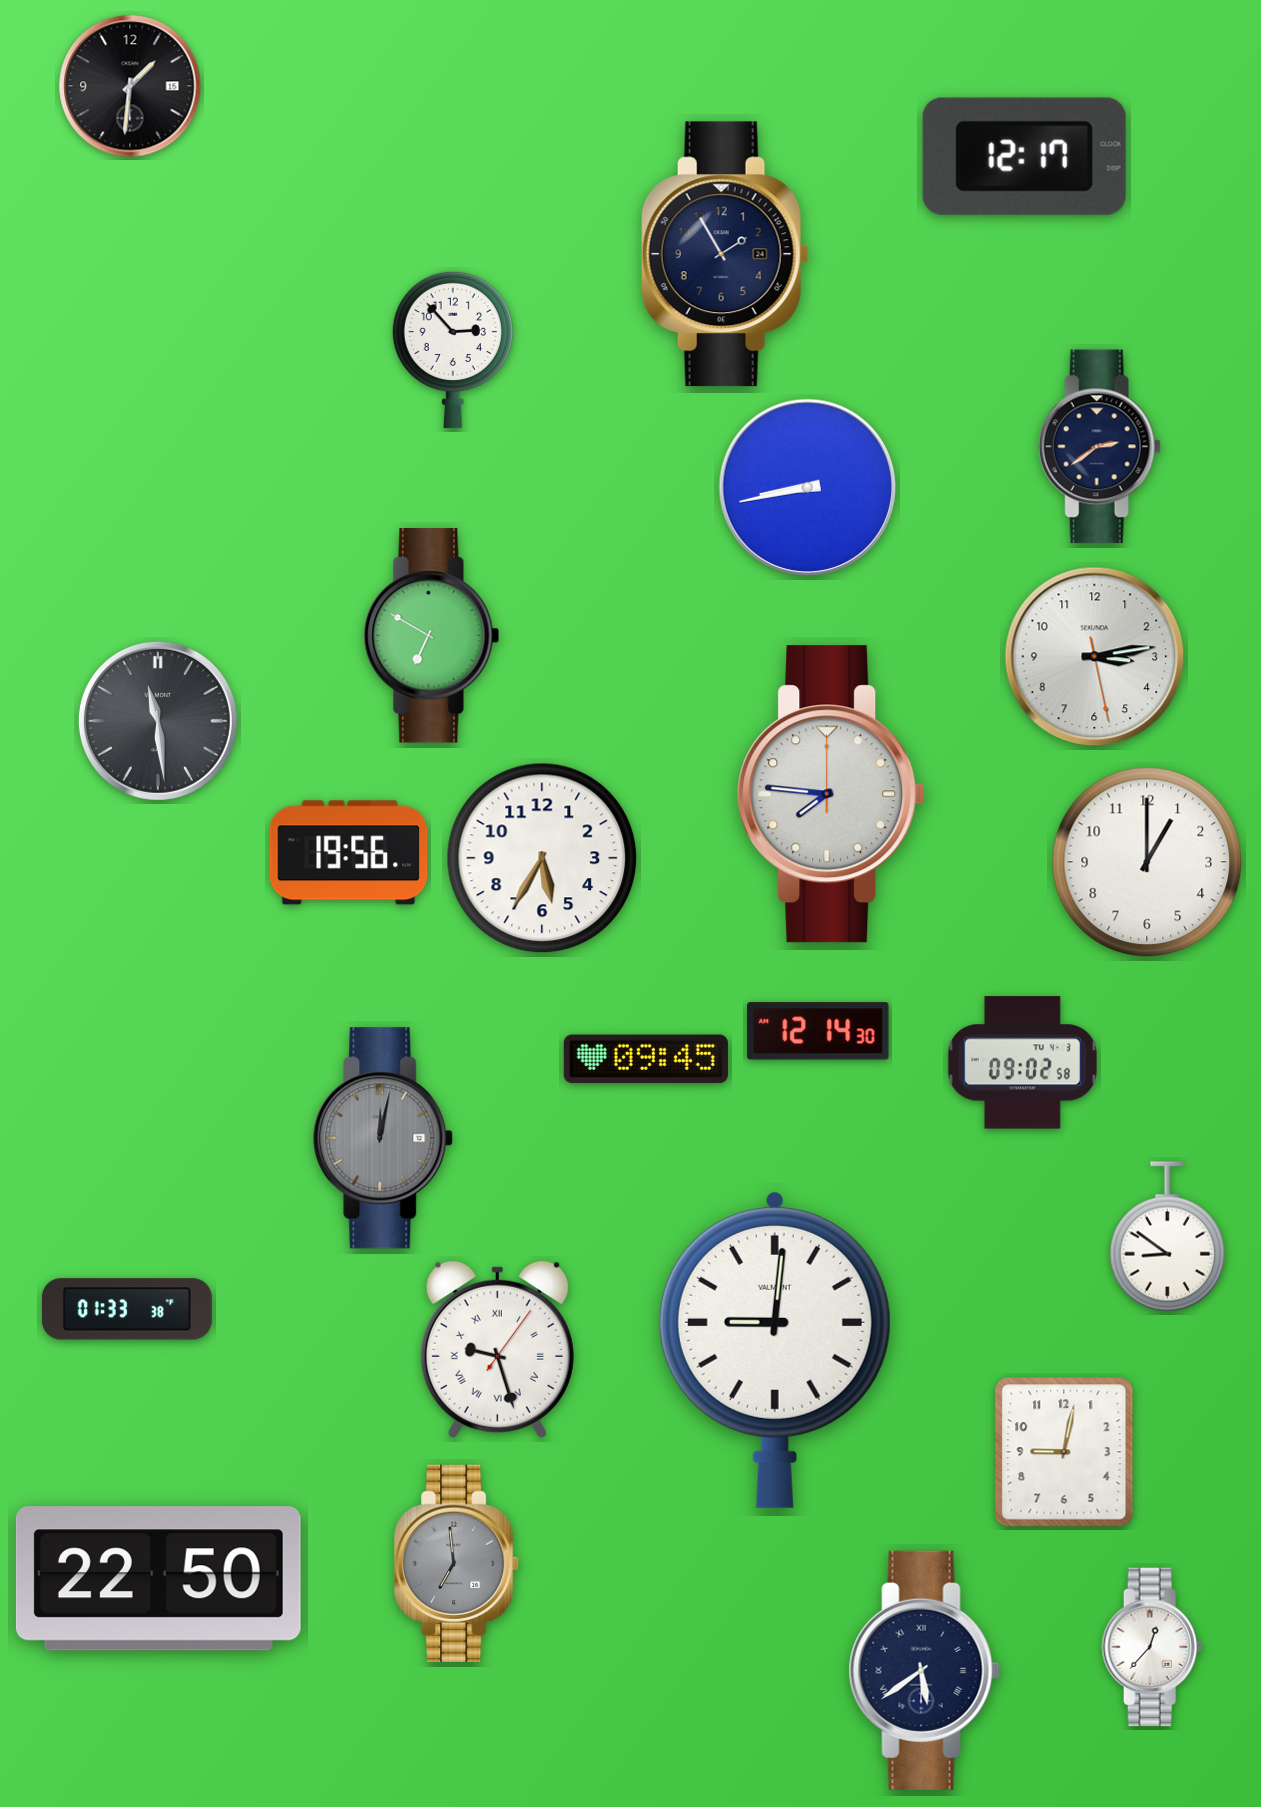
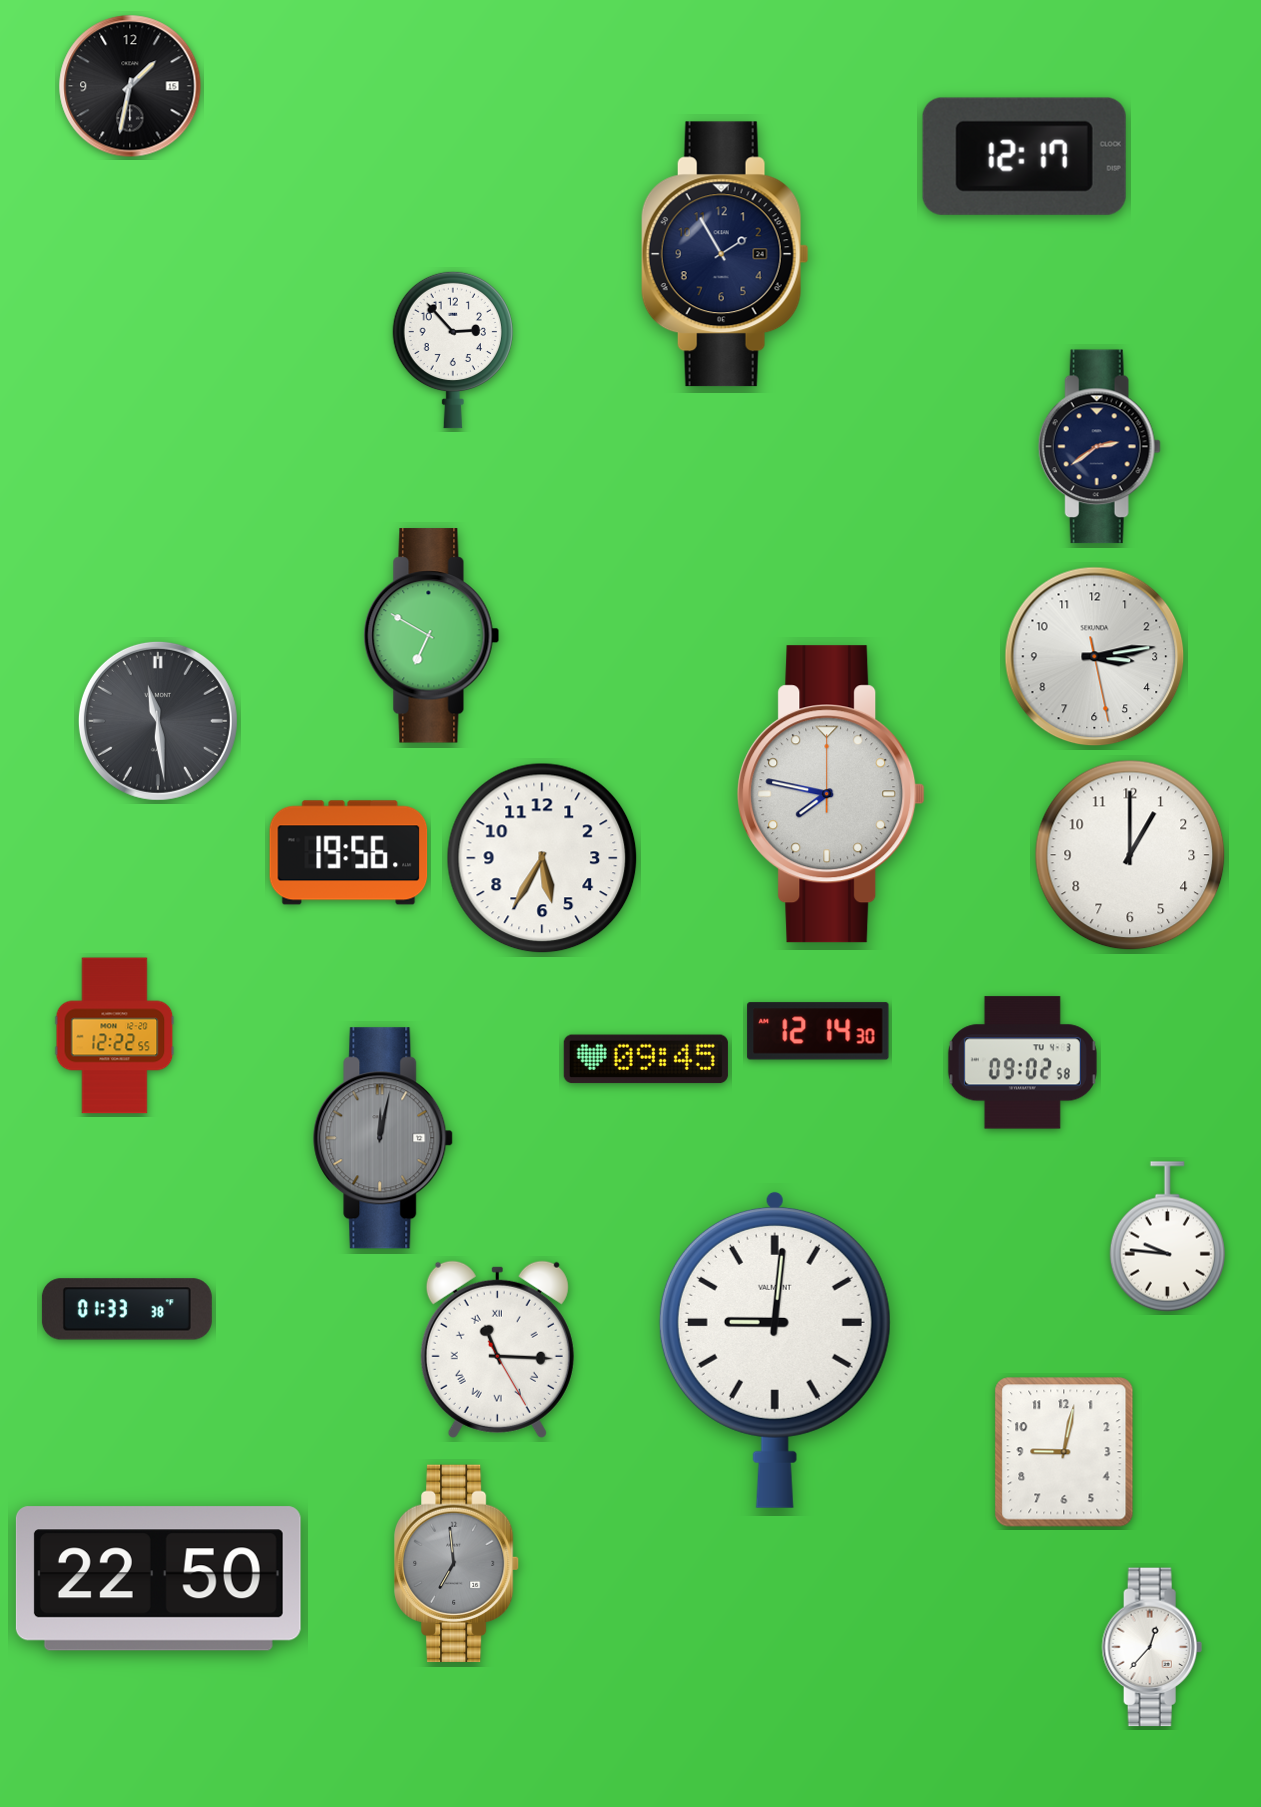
clock at (130, 86): 1:31 -> 1:32
clock at (808, 488): 8:43 -> none
clock at (831, 794): 7:46 -> 7:47
clock at (1147, 862) position: (1147, 862) -> (1130, 855)
clock at (115, 1036): none -> 12:22
clock at (1167, 1237): 8:51 -> 9:46
clock at (497, 1349): 9:27 -> 11:15
clock at (924, 1670): 5:39 -> none
